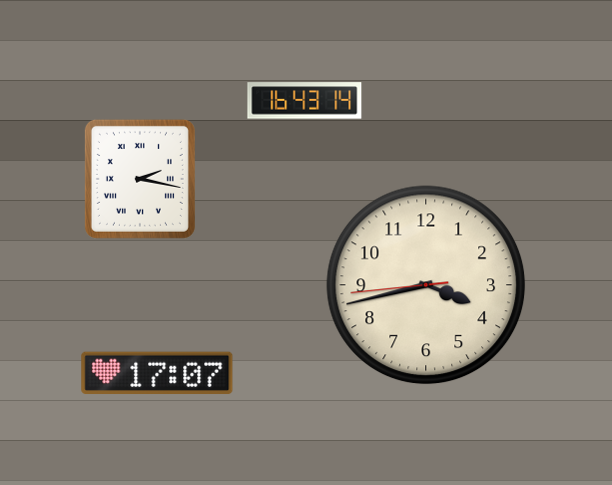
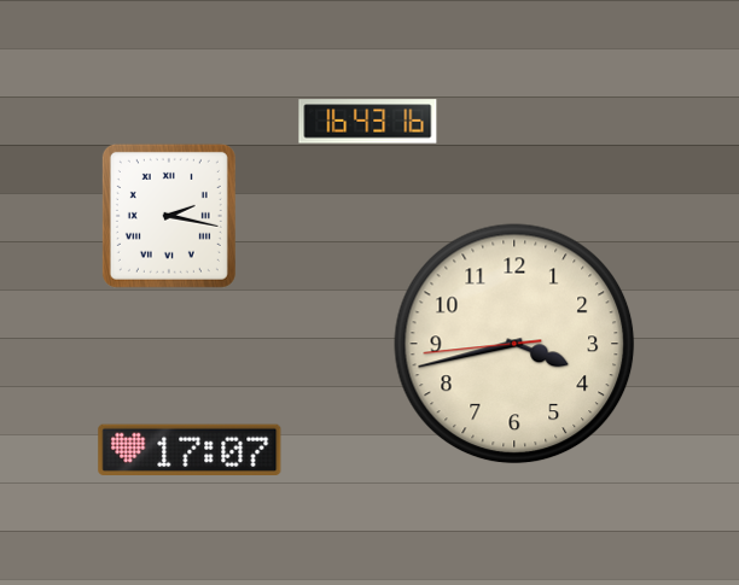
clock at (305, 101): 16:43:14 -> 16:43:16
